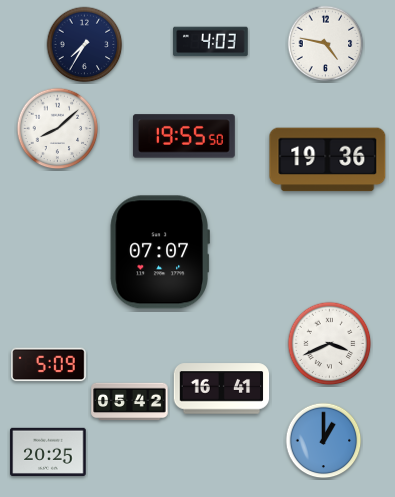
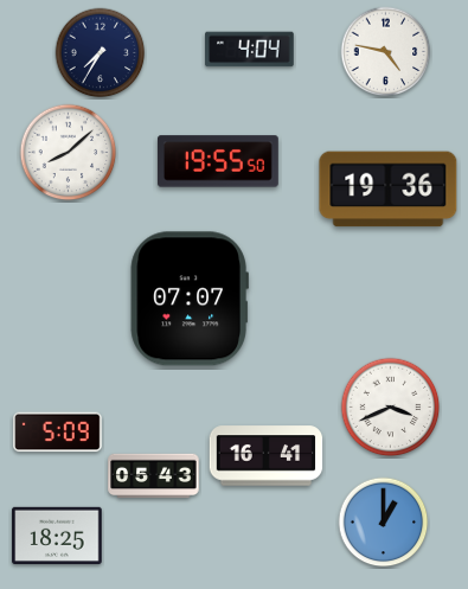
clock at (211, 42): 4:03 -> 4:04
clock at (222, 389) position: (222, 389) -> (267, 456)
clock at (130, 402): 05:42 -> 05:43
clock at (48, 451): 20:25 -> 18:25
